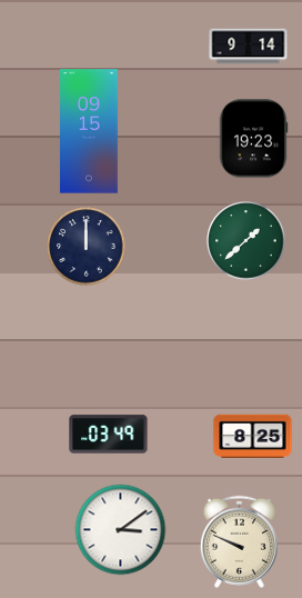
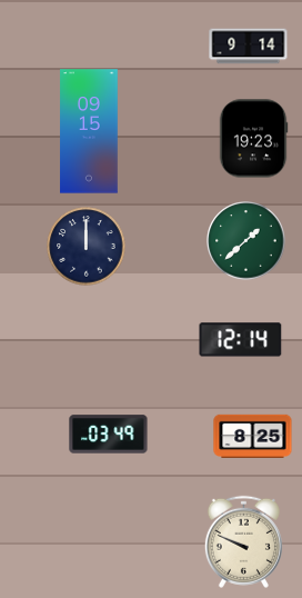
clock at (241, 340): none -> 12:14
clock at (121, 530): 3:09 -> none
clock at (239, 541) position: (239, 541) -> (243, 541)
